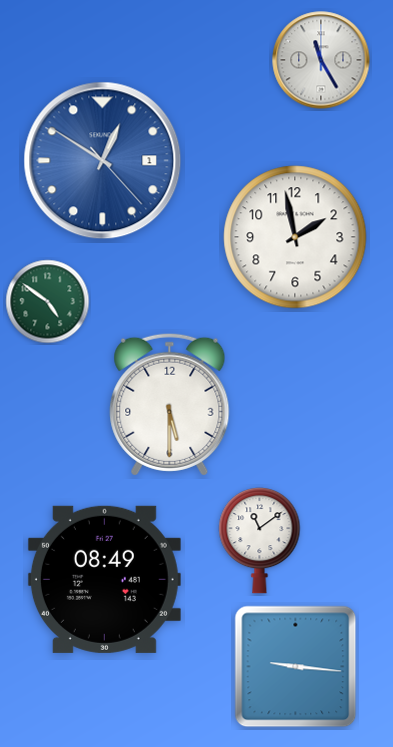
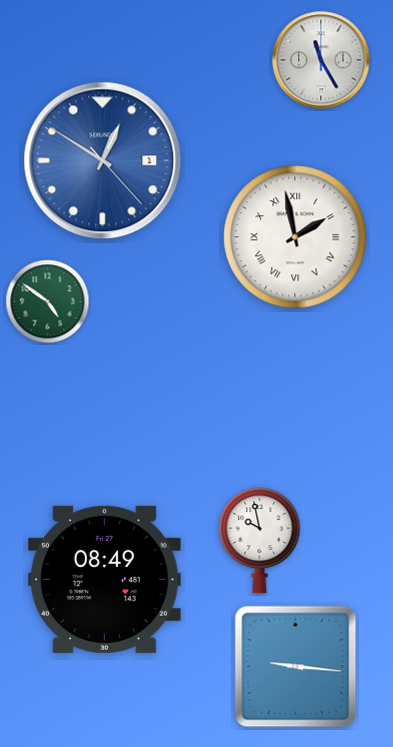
clock at (295, 237) numerals: Arabic -> Roman
clock at (170, 404): 5:30 -> none
clock at (260, 541): 11:09 -> 9:58
